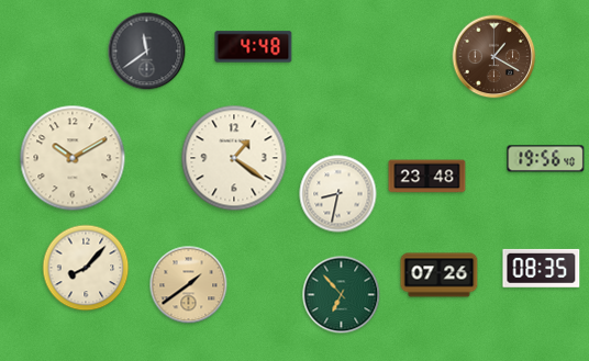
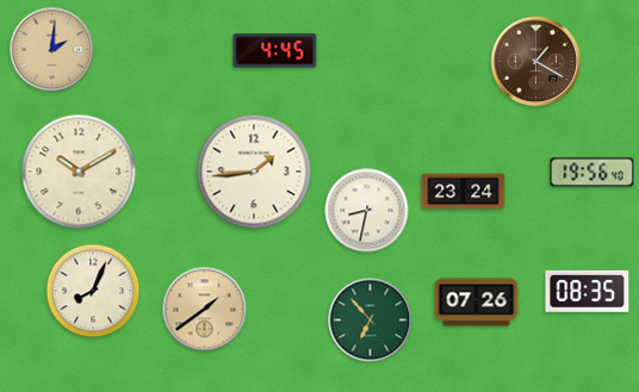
clock at (52, 50): none -> 2:01
clock at (254, 47): 4:48 -> 4:45
clock at (147, 52): 11:39 -> none
clock at (234, 158): 1:21 -> 1:44
clock at (427, 177): 23:48 -> 23:24
clock at (86, 268): 8:07 -> 8:04
clock at (440, 275) position: (440, 275) -> (477, 303)
